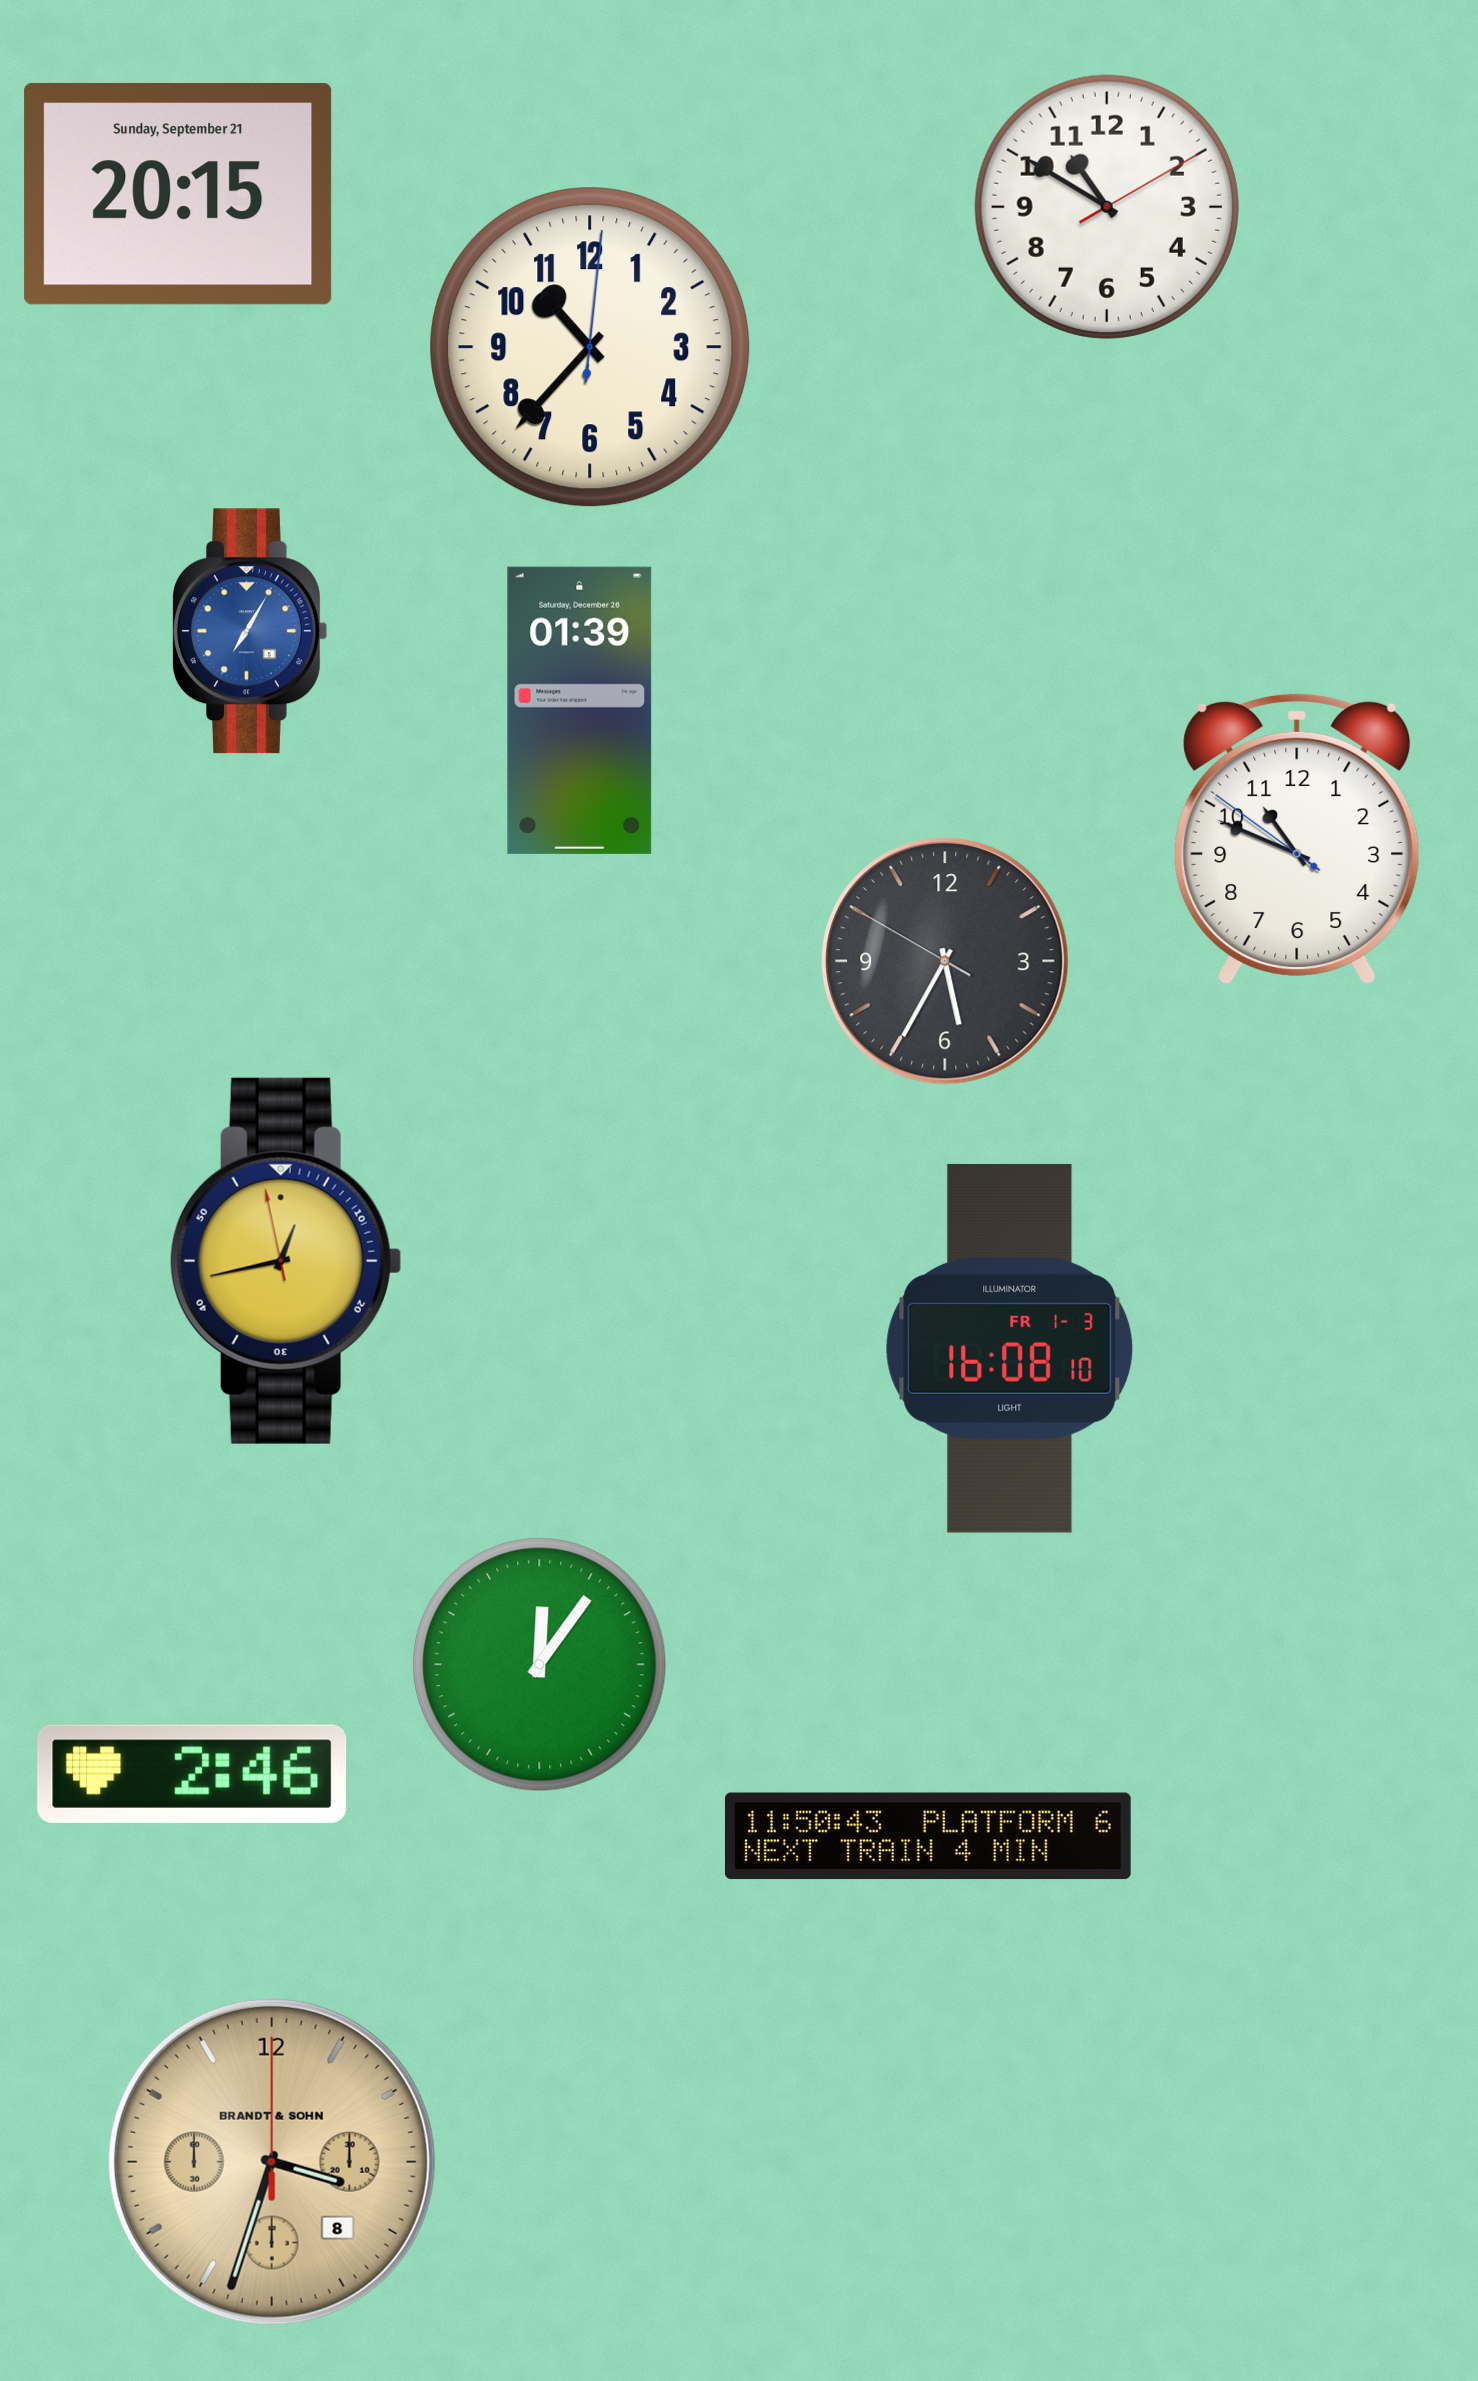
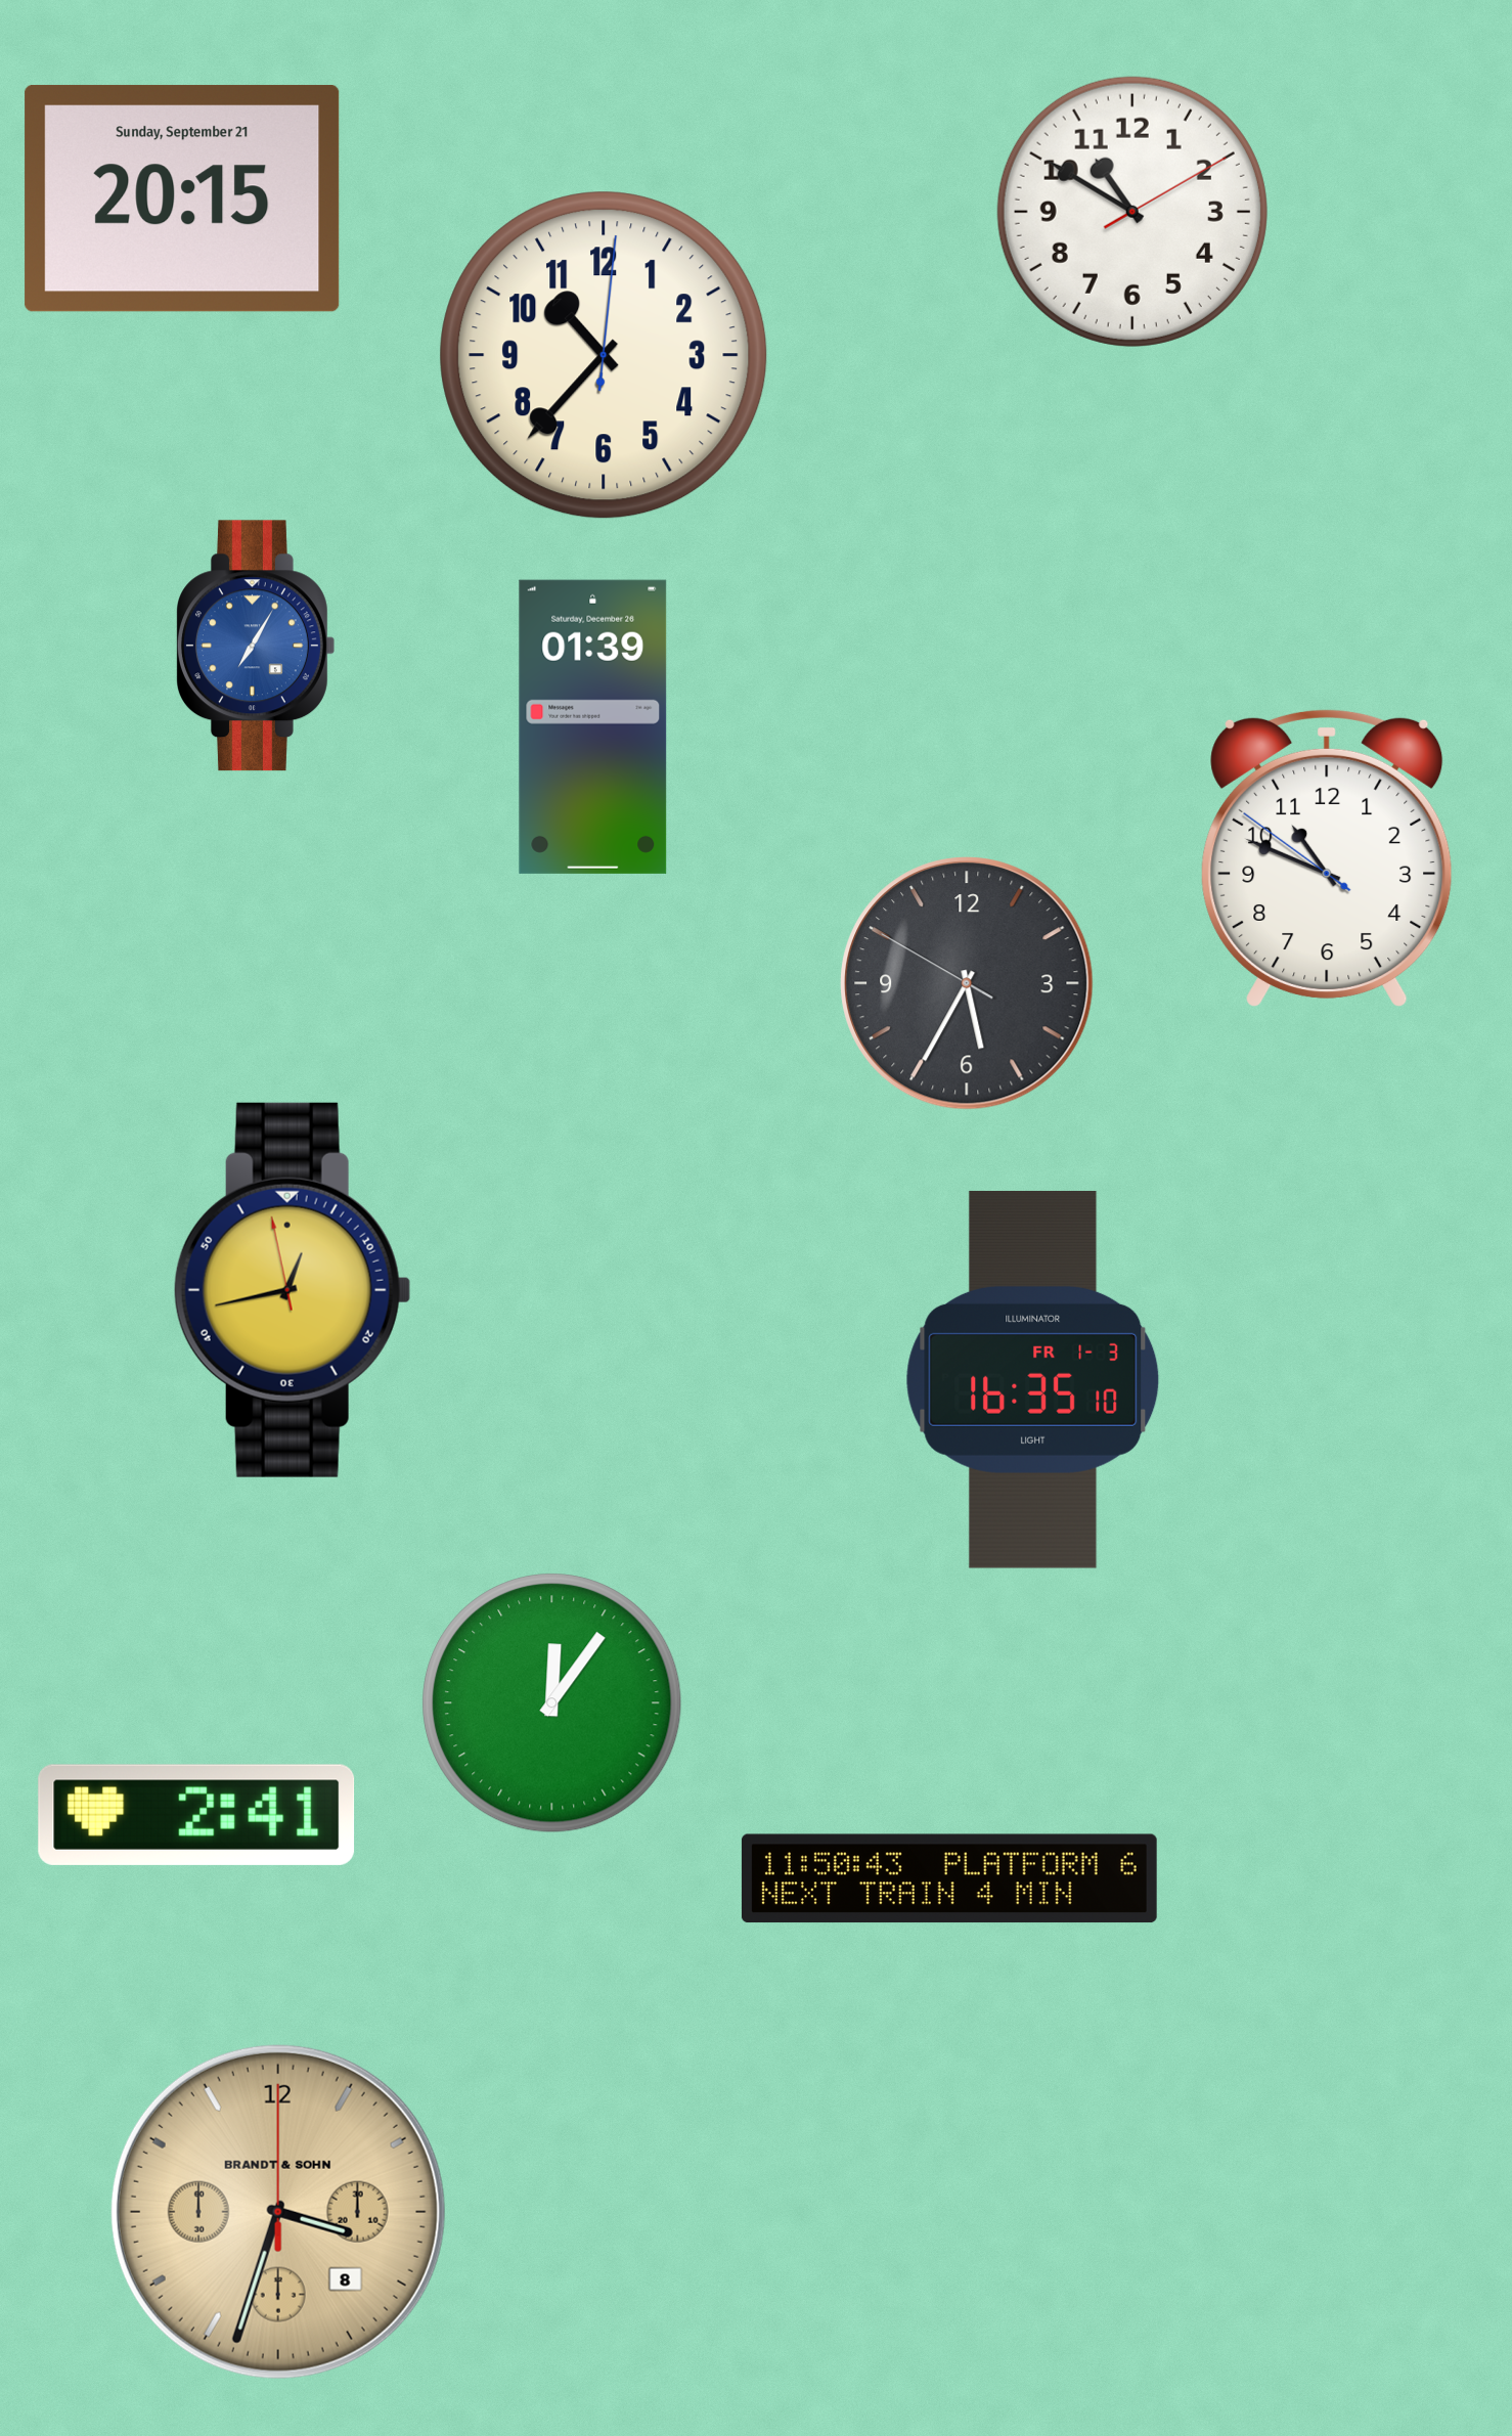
clock at (1010, 1348): 16:08 -> 16:35
clock at (192, 1774): 2:46 -> 2:41
